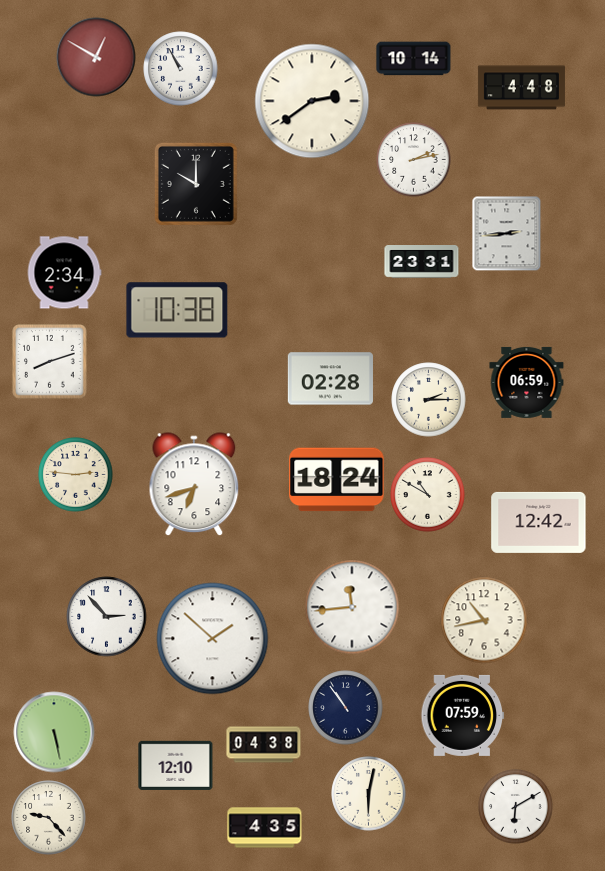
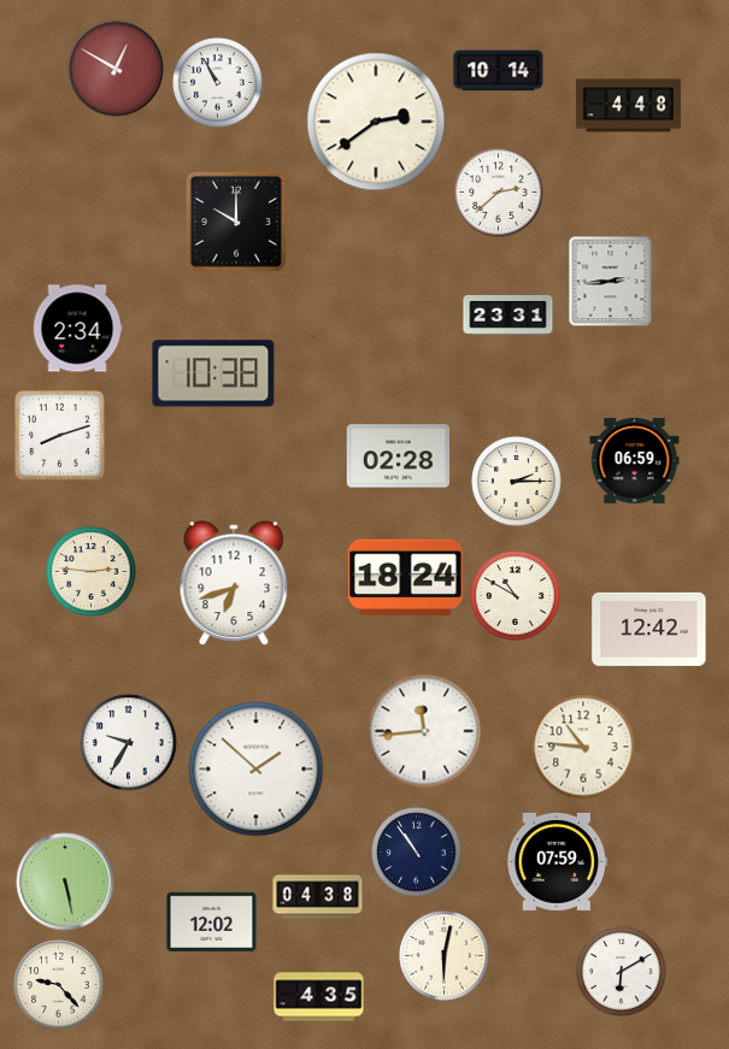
clock at (414, 160): 2:13 -> 2:38
clock at (107, 617): 2:53 -> 9:35
clock at (484, 620): 10:43 -> 10:46
clock at (176, 765): 12:10 -> 12:02
